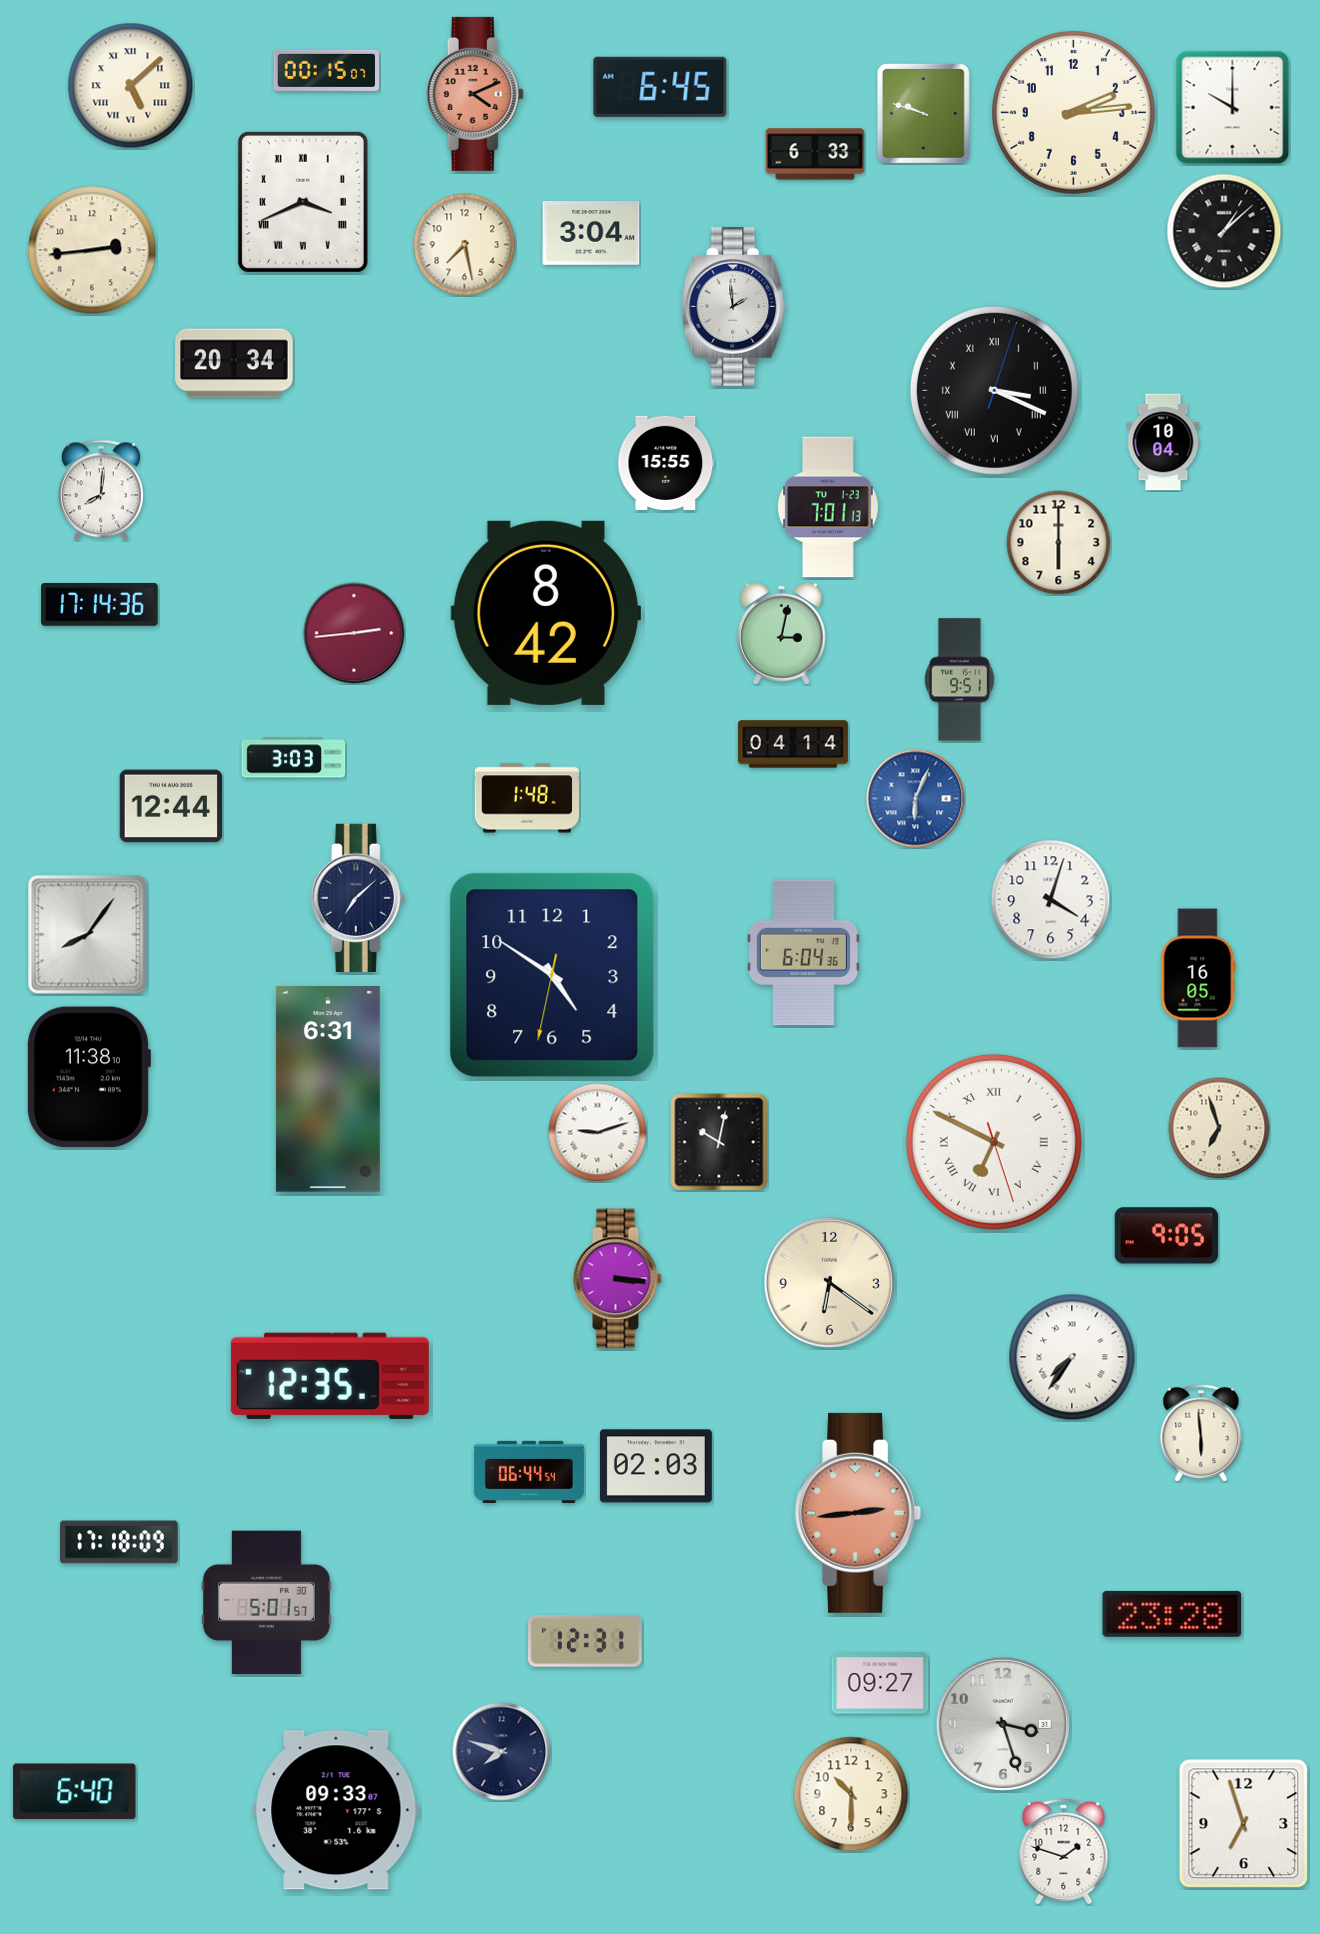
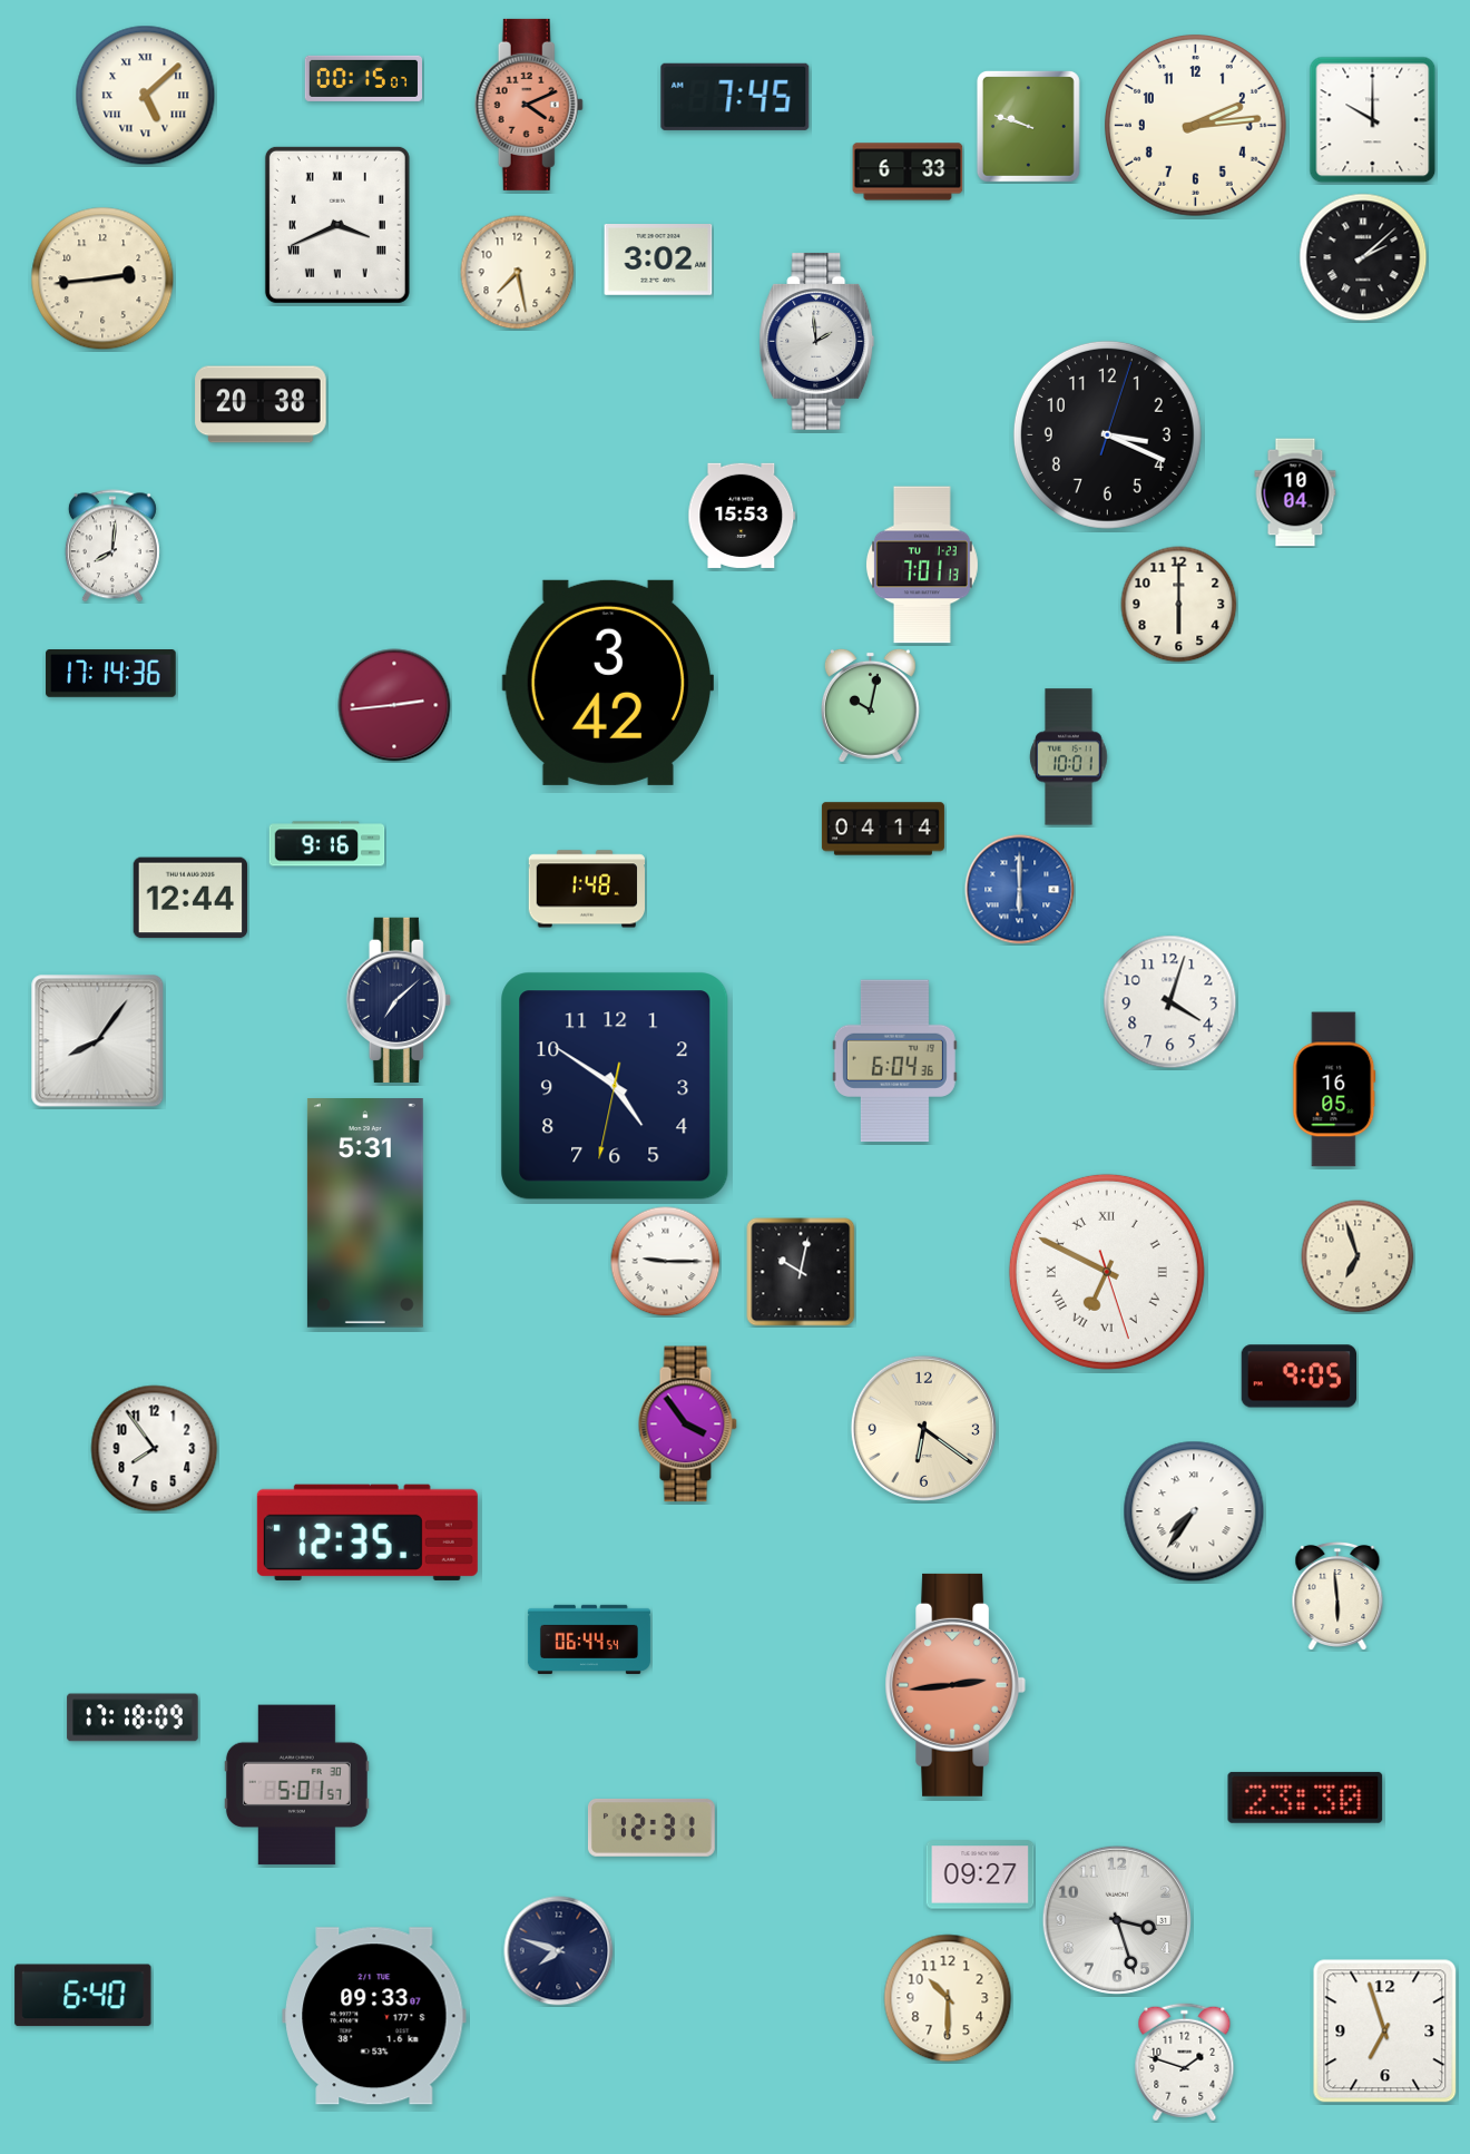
clock at (660, 87): 6:45 -> 7:45
clock at (1224, 231): 1:08 -> 2:08
clock at (591, 234): 3:04 -> 3:02
clock at (234, 363): 20:34 -> 20:38
clock at (994, 390) numerals: Roman -> Arabic
clock at (666, 463): 15:55 -> 15:53
clock at (546, 613): 8:42 -> 3:42
clock at (781, 633): 3:02 -> 10:02
clock at (960, 680): 9:51 -> 10:01
clock at (294, 758): 3:03 -> 9:16
clock at (916, 799): 6:04 -> 6:00
clock at (88, 1077): 11:38 -> none
clock at (328, 1089): 6:31 -> 5:31
clock at (598, 1133): 9:12 -> 9:15
clock at (617, 1279): 3:16 -> 3:54
clock at (155, 1449): none -> 7:54
clock at (656, 1466): 02:03 -> none
clock at (1172, 1614): 23:28 -> 23:30
